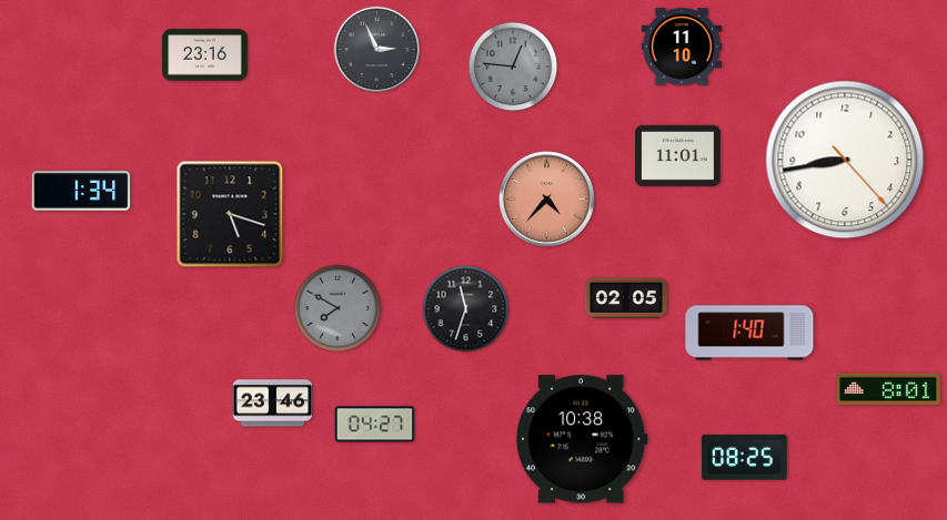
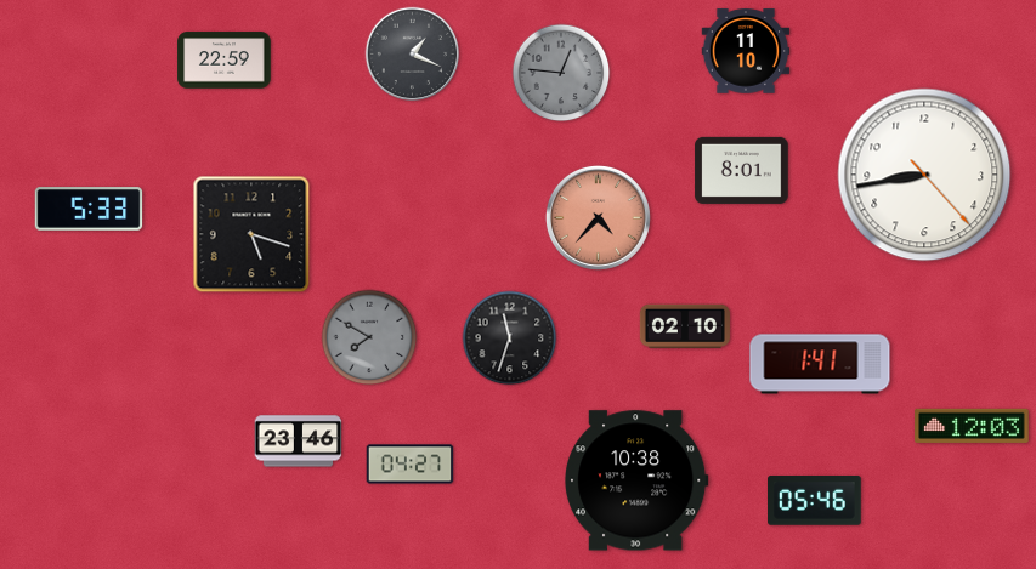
clock at (377, 50): 2:56 -> 1:19
clock at (205, 55): 23:16 -> 22:59
clock at (678, 155): 11:01 -> 8:01
clock at (81, 191): 1:34 -> 5:33
clock at (626, 298): 02:05 -> 02:10
clock at (749, 333): 1:40 -> 1:41
clock at (888, 389): 8:01 -> 12:03
clock at (745, 458): 08:25 -> 05:46
